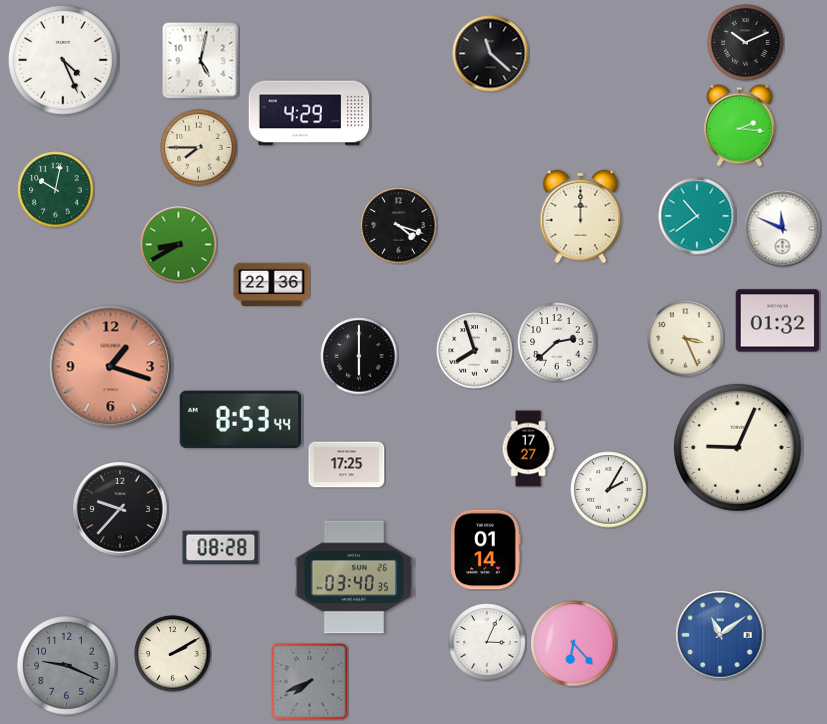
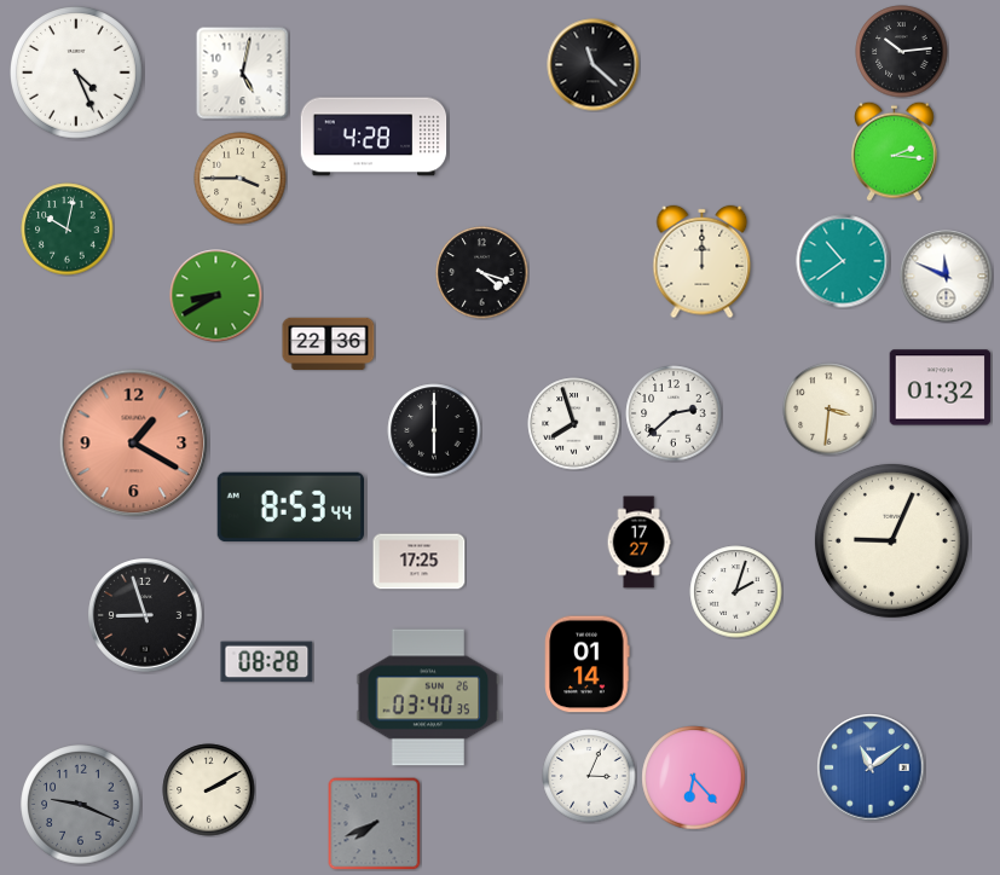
clock at (746, 43): 10:11 -> 10:14
clock at (309, 113): 4:29 -> 4:28
clock at (199, 148): 7:45 -> 3:45
clock at (686, 339): 3:26 -> 3:31
clock at (111, 367): 1:18 -> 1:20
clock at (609, 490): 2:05 -> 2:03
clock at (120, 509): 9:37 -> 8:57
